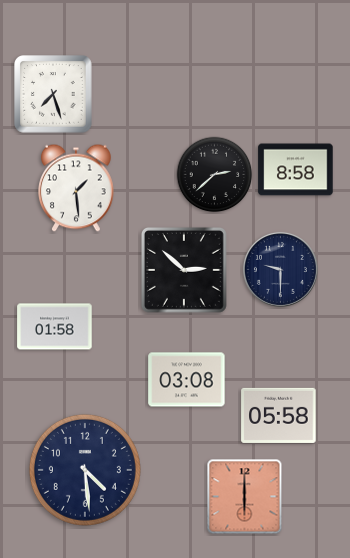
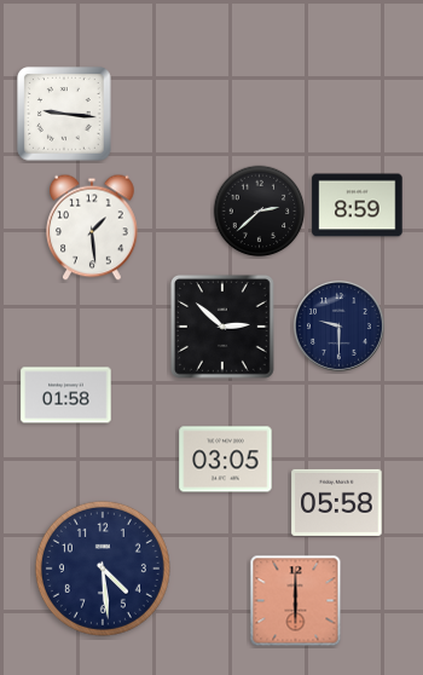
clock at (53, 94): 7:27 -> 9:16
clock at (296, 170): 8:58 -> 8:59
clock at (187, 380): 03:08 -> 03:05
